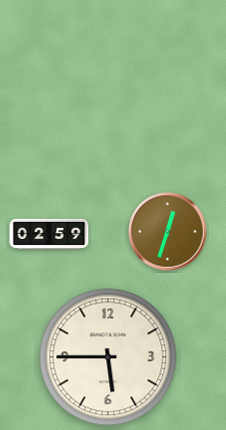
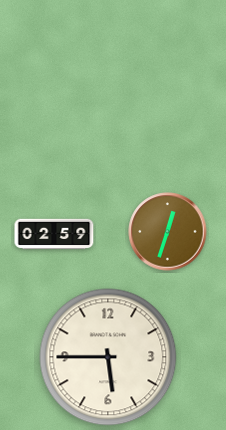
clock at (49, 234) position: (49, 234) -> (54, 234)
